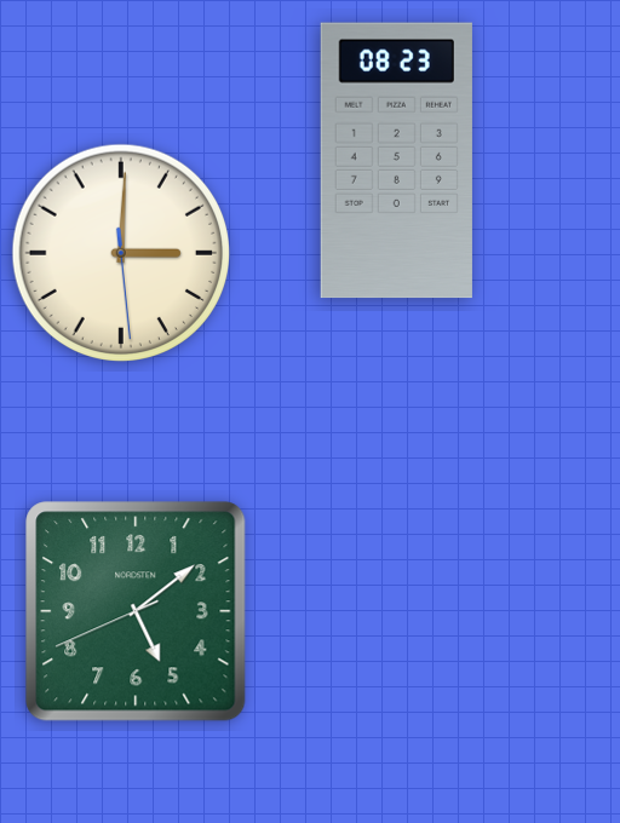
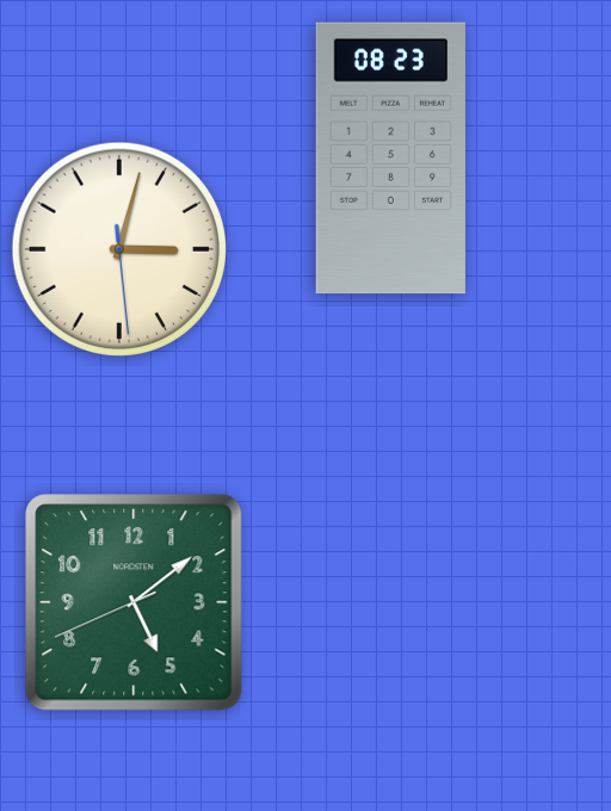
clock at (121, 253): 3:00 -> 3:02
